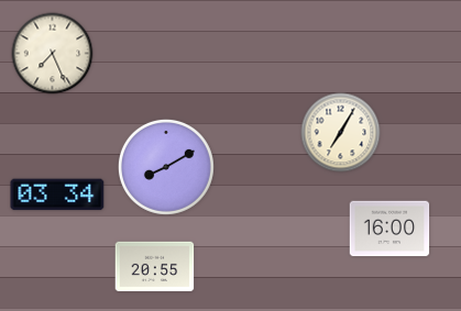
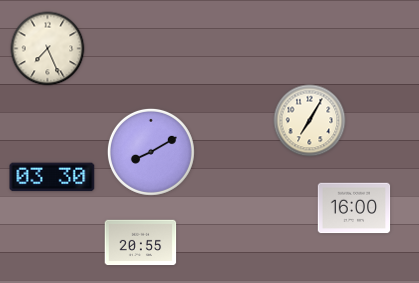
clock at (57, 195): 03:34 -> 03:30
